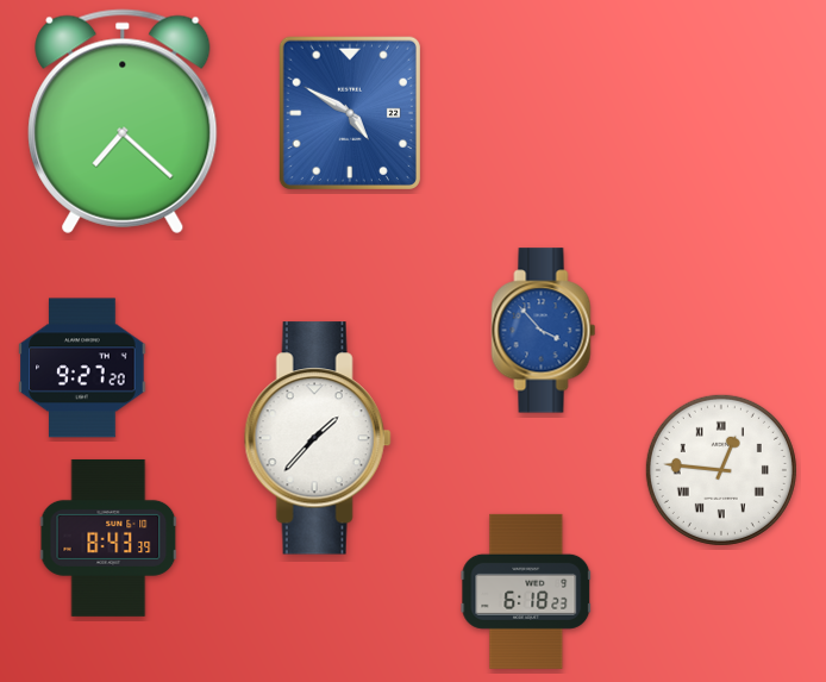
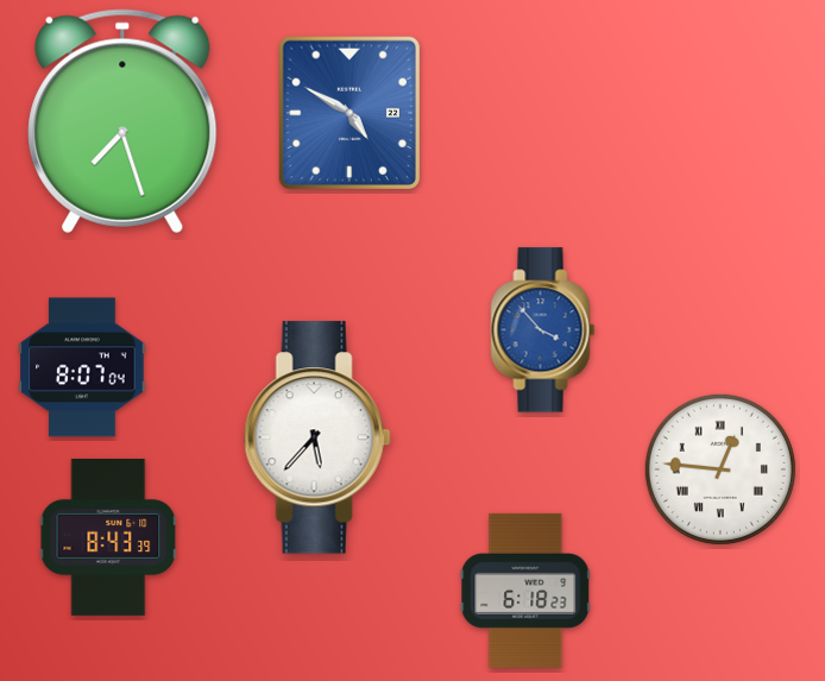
clock at (123, 121): 7:22 -> 7:27
clock at (82, 368): 9:27 -> 8:07
clock at (318, 438): 1:37 -> 5:37
